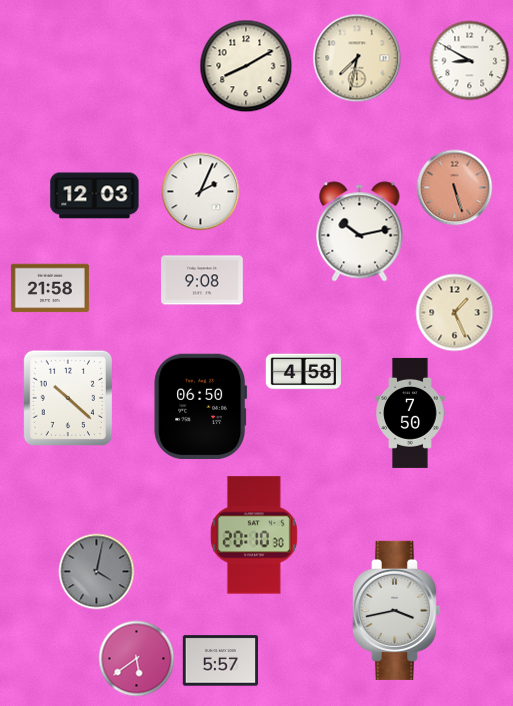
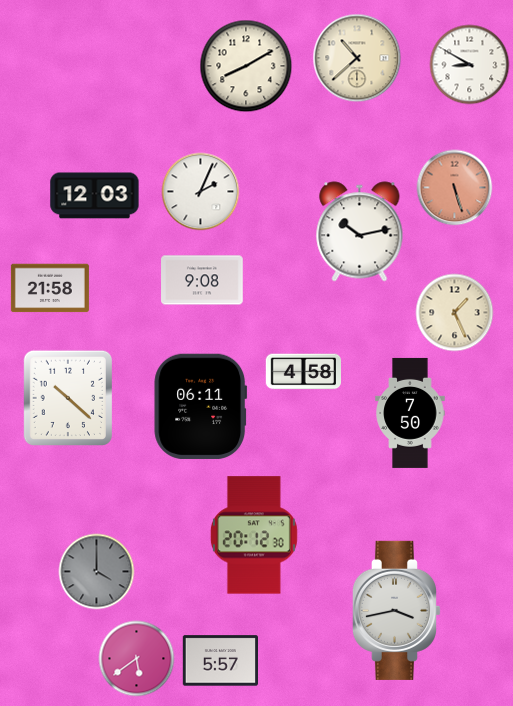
clock at (357, 58): 7:32 -> 10:38
clock at (470, 61) position: (470, 61) -> (470, 65)
clock at (201, 406): 06:50 -> 06:11
clock at (254, 535): 20:10 -> 20:12
clock at (97, 572): 4:02 -> 4:00
